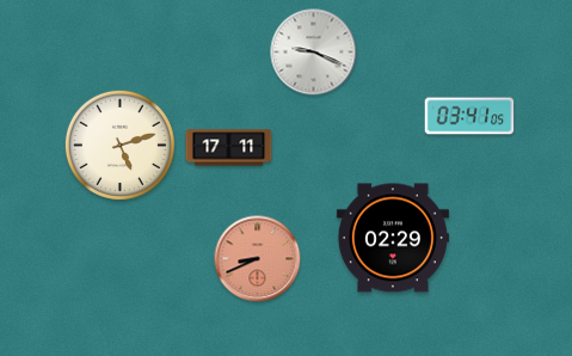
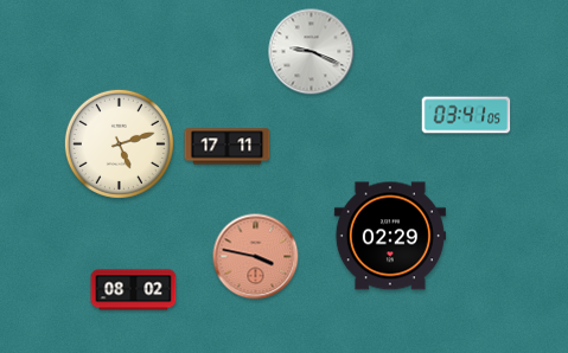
clock at (258, 259): 8:41 -> 3:47
clock at (134, 290): none -> 08:02
